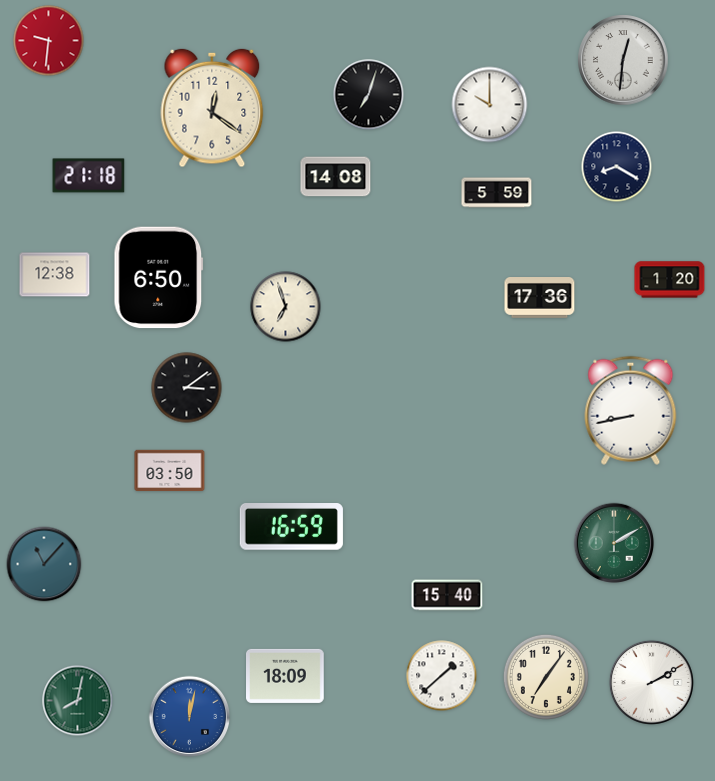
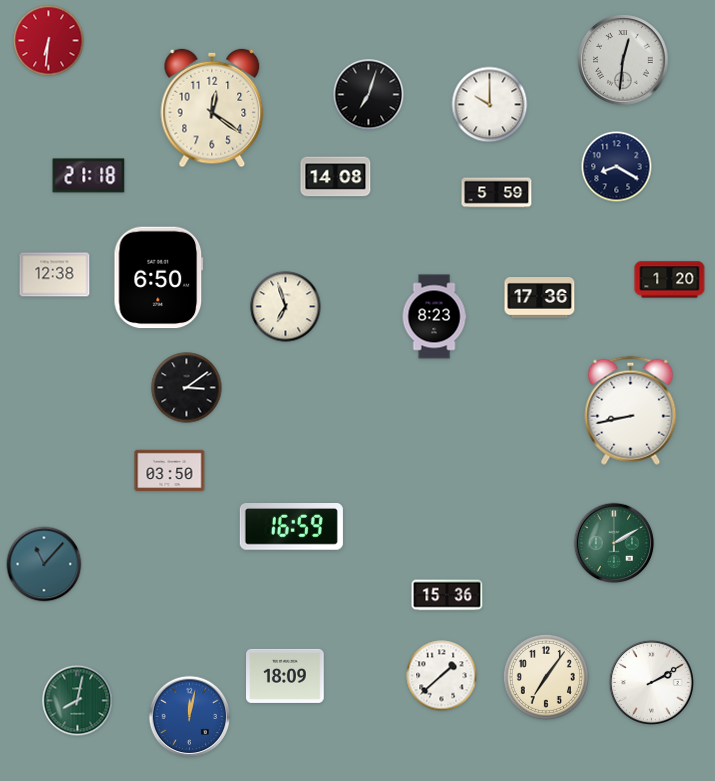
clock at (49, 41): 9:31 -> 6:31
clock at (434, 317): none -> 8:23
clock at (447, 595): 15:40 -> 15:36
